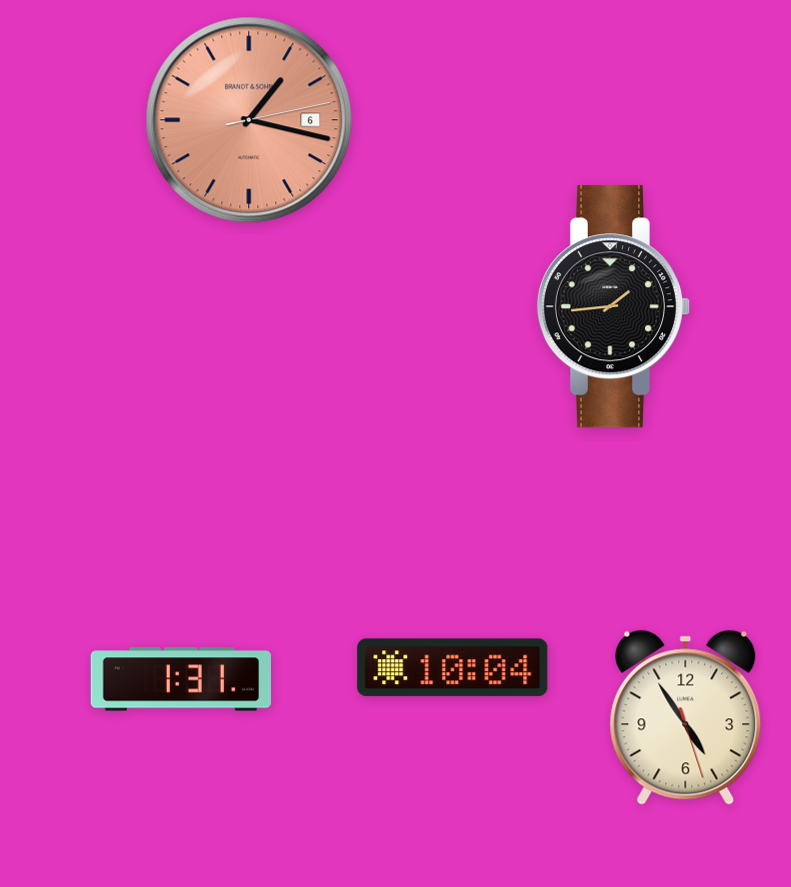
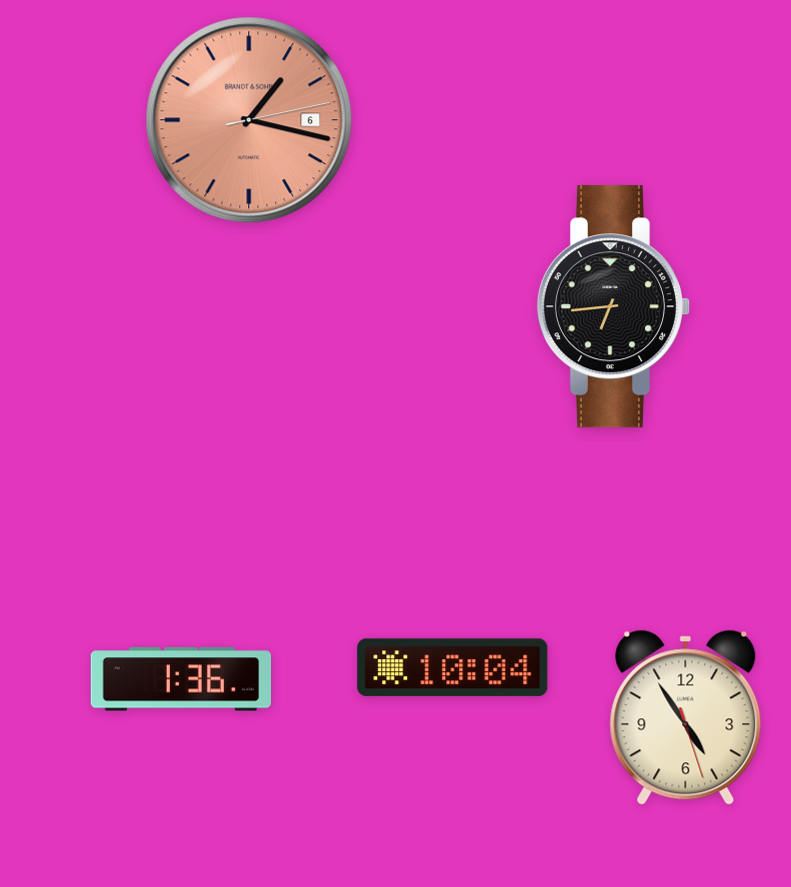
clock at (614, 307): 1:44 -> 6:44
clock at (180, 679): 1:31 -> 1:36
